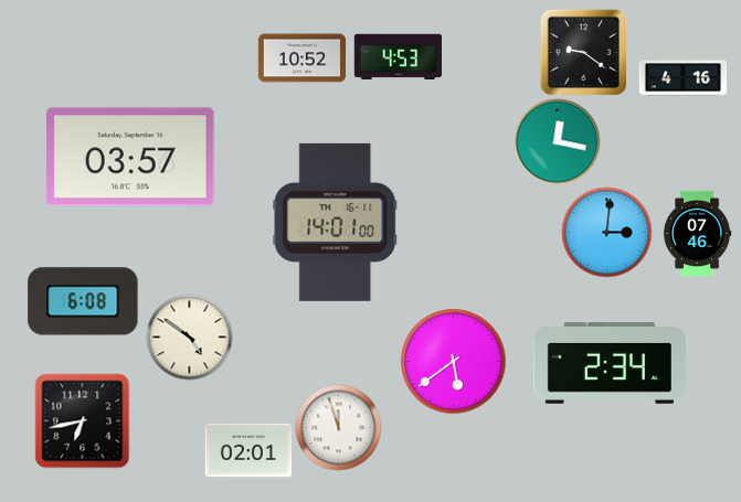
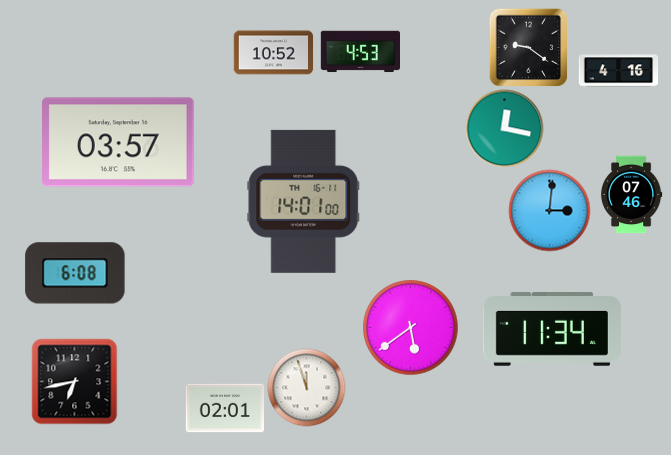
clock at (697, 233) position: (697, 233) -> (631, 194)
clock at (189, 337): 4:51 -> none
clock at (610, 363): 2:34 -> 11:34
